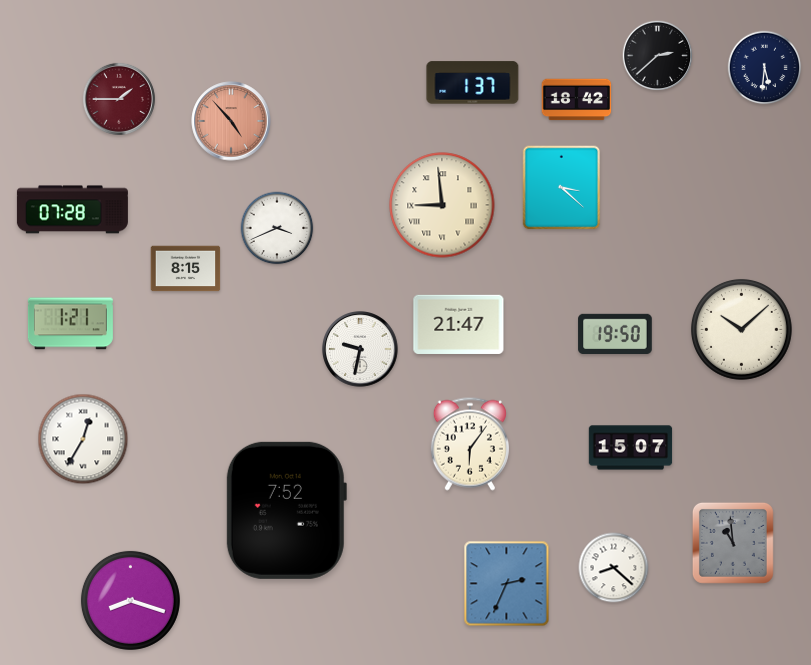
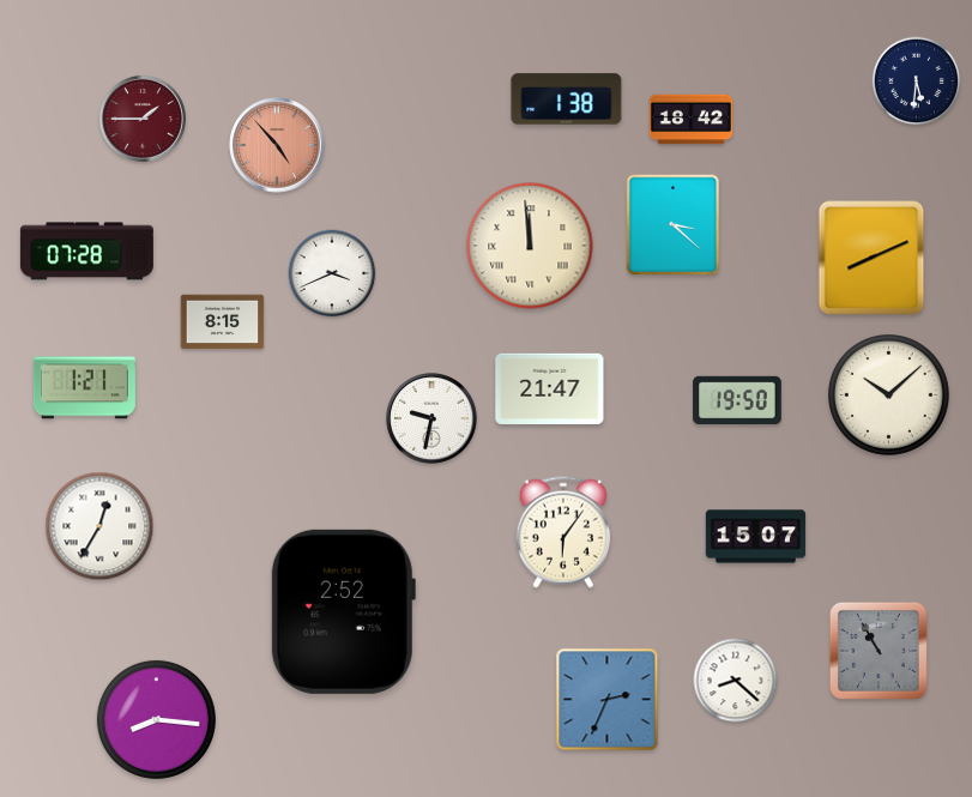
clock at (658, 56): 2:38 -> none
clock at (473, 83): 1:37 -> 1:38
clock at (442, 205): 8:59 -> 11:59
clock at (871, 258): none -> 8:11
clock at (286, 510): 7:52 -> 2:52
clock at (733, 543): 10:59 -> 10:55
clock at (130, 600): 8:18 -> 8:16
